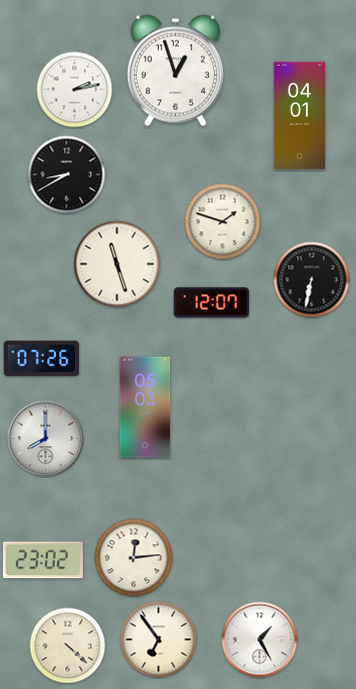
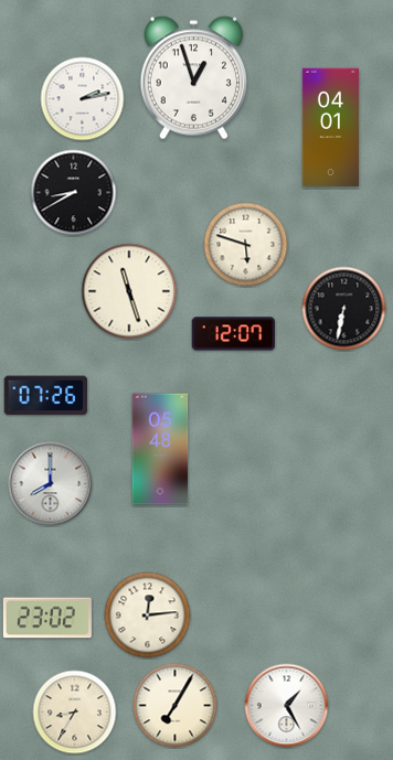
clock at (223, 222): 1:48 -> 5:48
clock at (145, 407): 05:03 -> 05:48
clock at (159, 640): 6:54 -> 7:05
clock at (68, 646): 4:22 -> 8:35
